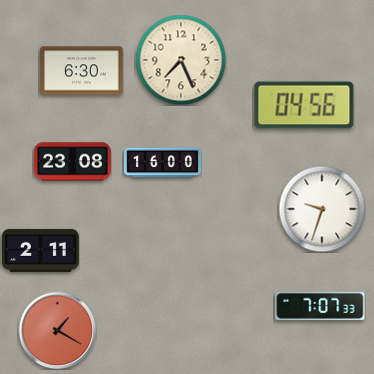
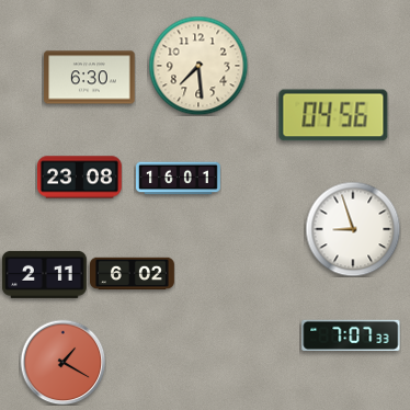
clock at (181, 60): 7:26 -> 7:29
clock at (163, 163): 16:00 -> 16:01
clock at (322, 209): 9:33 -> 8:57
clock at (133, 274): none -> 6:02
